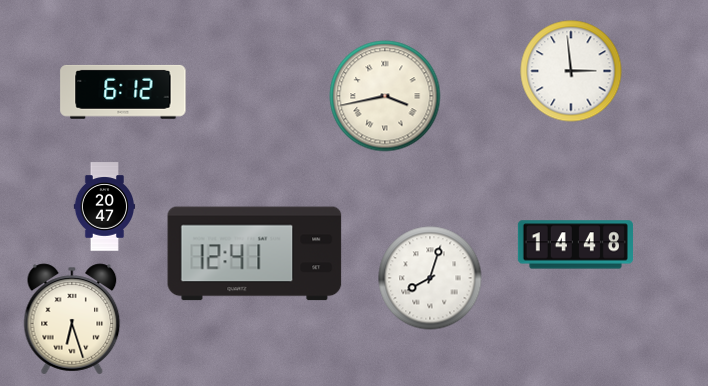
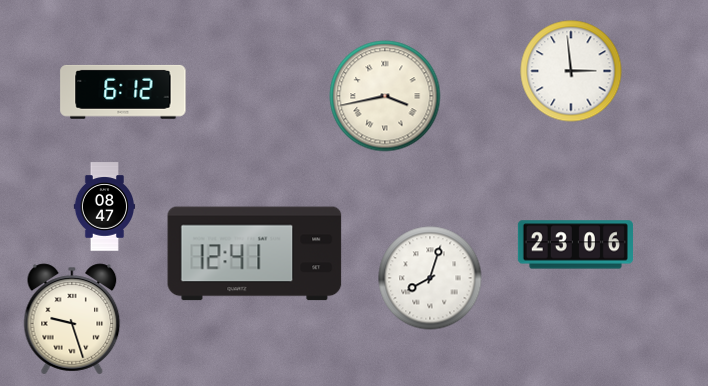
clock at (105, 207): 20:47 -> 08:47
clock at (575, 245): 14:48 -> 23:06
clock at (72, 319): 6:27 -> 9:27
